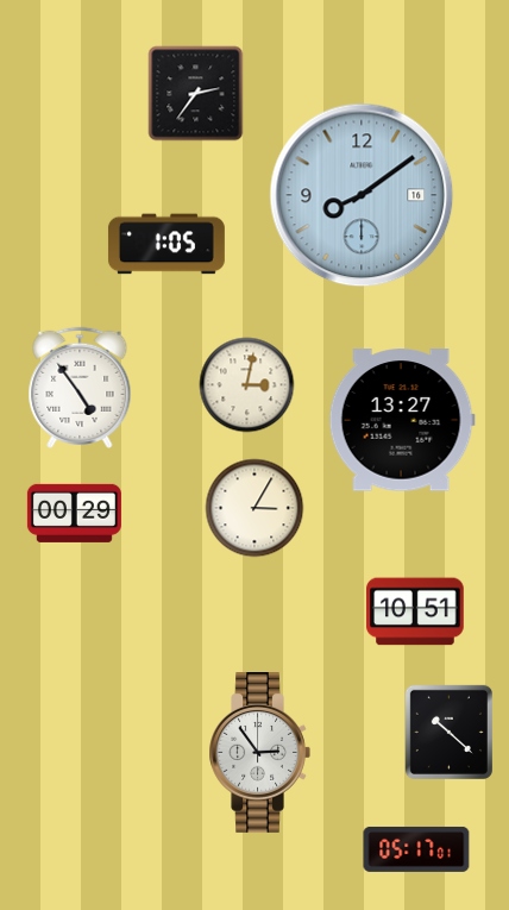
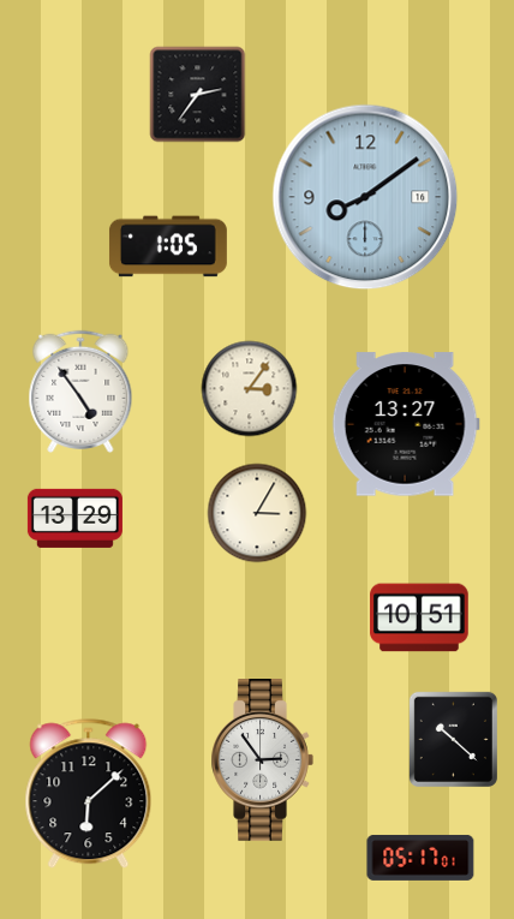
clock at (247, 385): 3:02 -> 3:06
clock at (74, 513): 00:29 -> 13:29
clock at (89, 794): none -> 6:08
